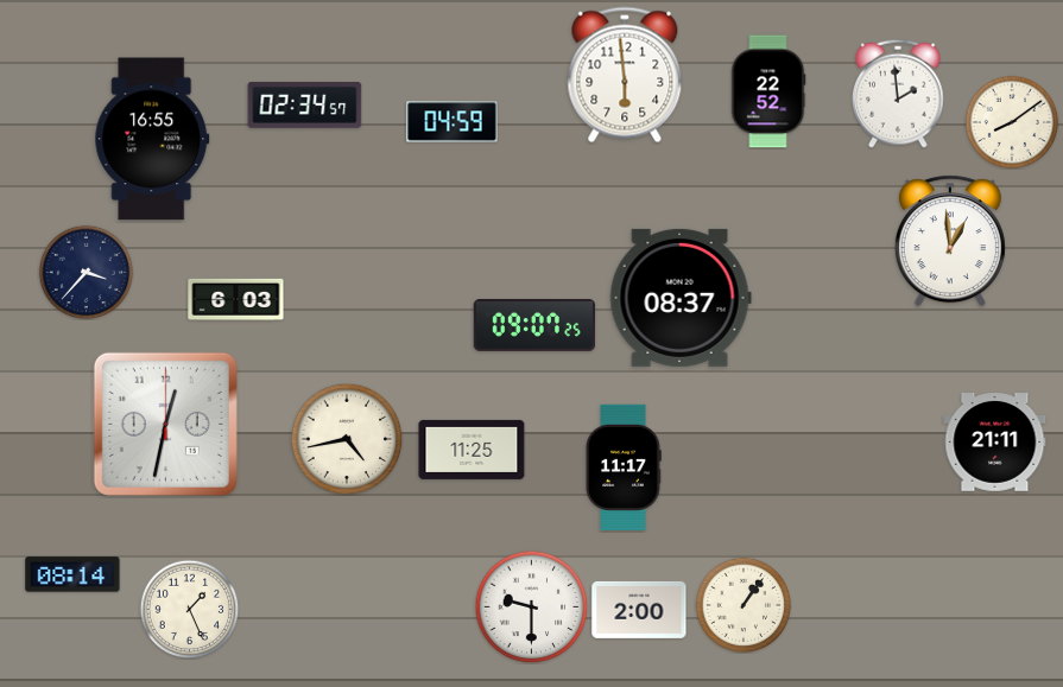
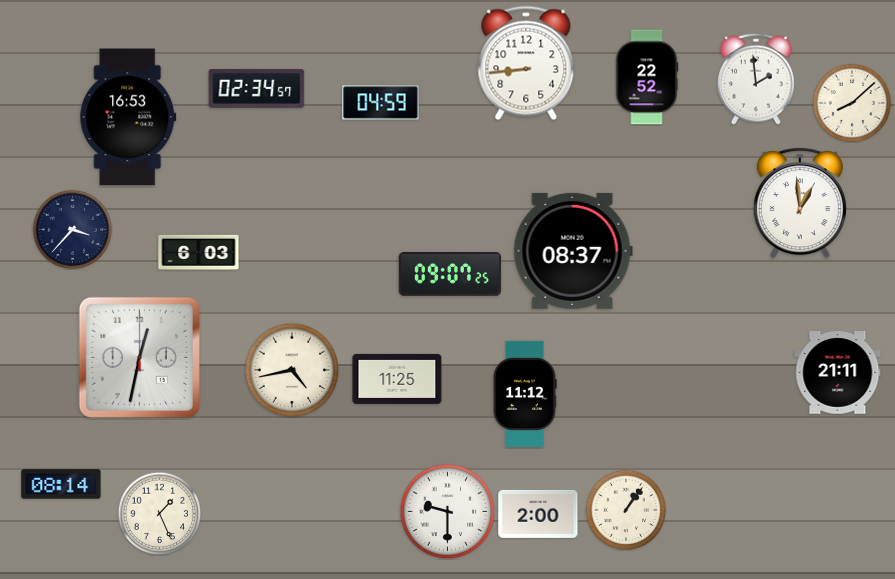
clock at (625, 75): 5:59 -> 8:44
clock at (1012, 122): 8:09 -> 8:08
clock at (152, 139): 16:55 -> 16:53
clock at (624, 467): 11:17 -> 11:12
